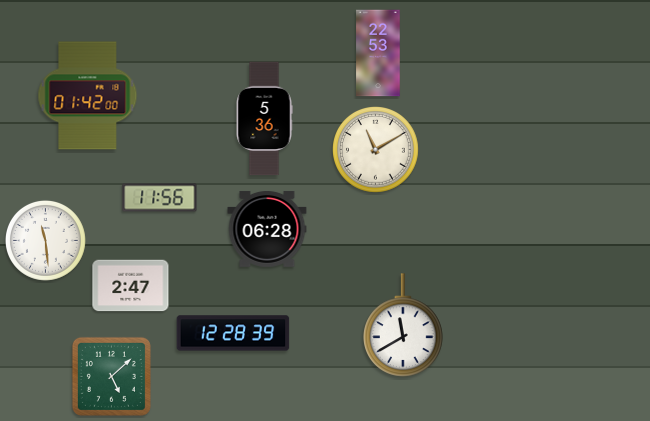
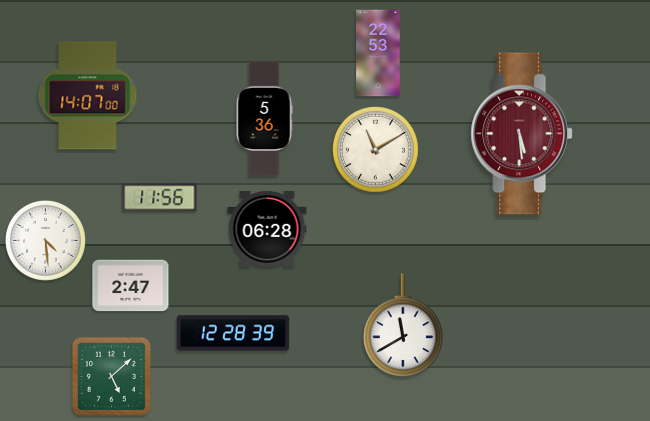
clock at (88, 96): 01:42 -> 14:07
clock at (522, 134): none -> 5:29
clock at (45, 240): 11:29 -> 4:29
